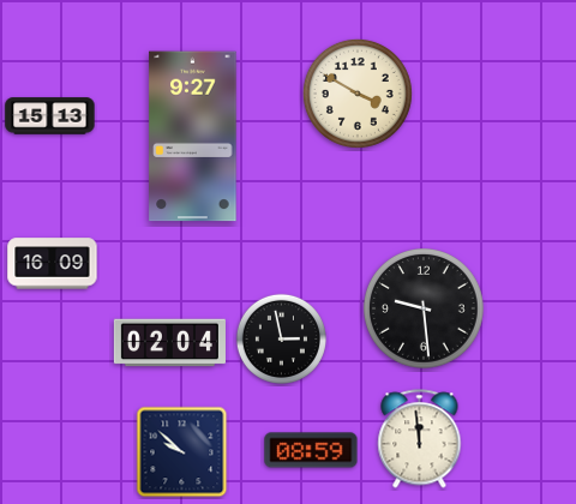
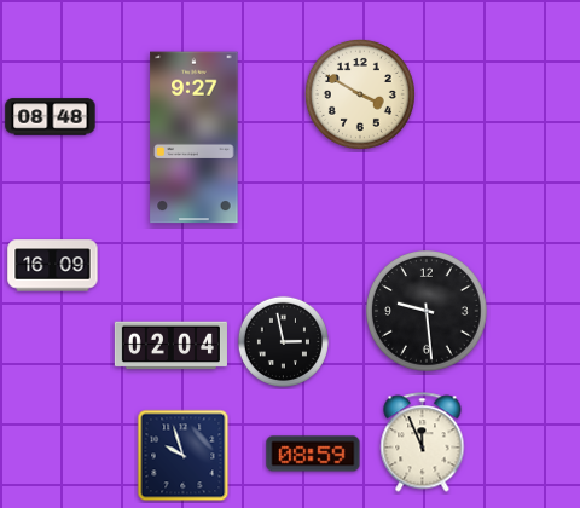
clock at (50, 116): 15:13 -> 08:48
clock at (420, 439): 11:59 -> 11:56
clock at (182, 452): 9:52 -> 9:57
